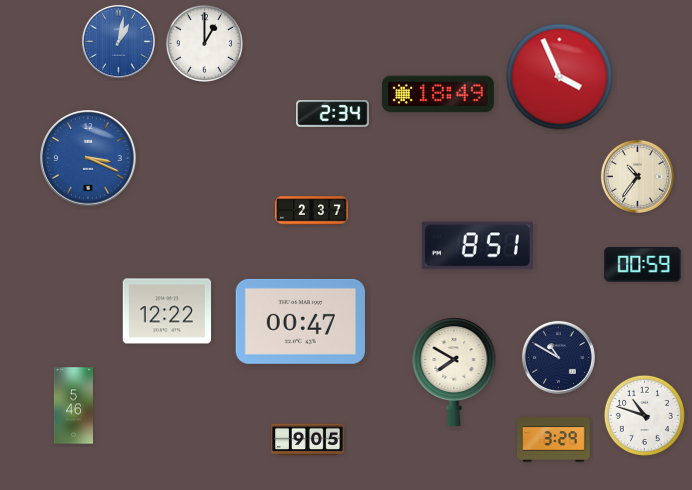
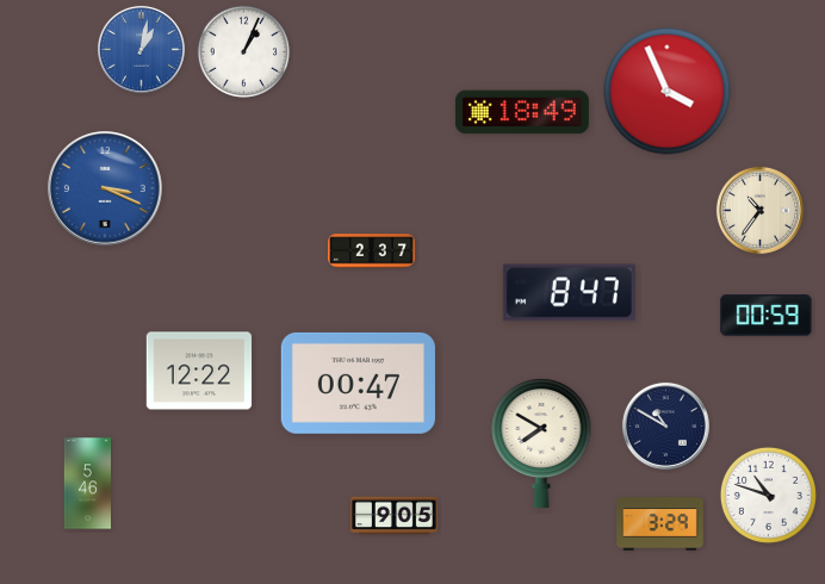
clock at (204, 43): 1:00 -> 1:04
clock at (333, 114): 2:34 -> none
clock at (477, 246): 8:51 -> 8:47
clock at (308, 440) position: (308, 440) -> (395, 516)
